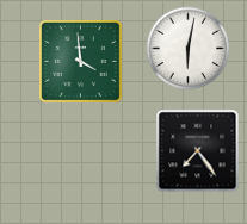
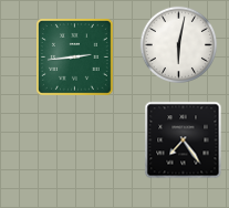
clock at (187, 48) position: (187, 48) -> (178, 44)
clock at (81, 62): 3:59 -> 2:44
